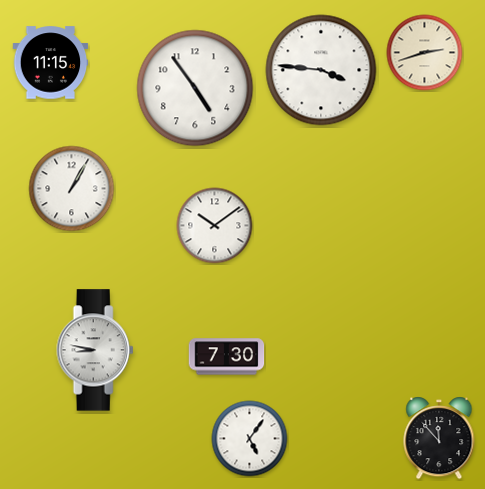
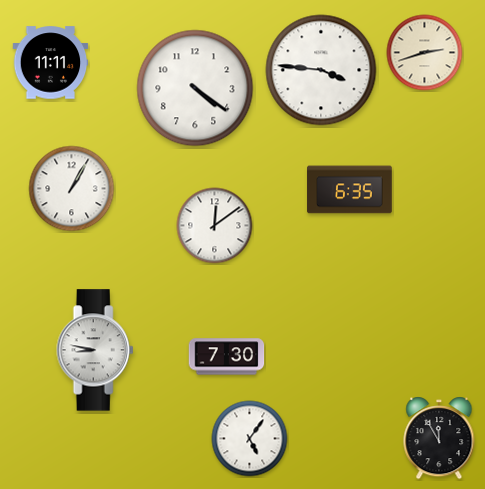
clock at (51, 63): 11:15 -> 11:11
clock at (195, 88): 4:54 -> 4:21
clock at (350, 190): none -> 6:35
clock at (215, 226): 10:09 -> 12:09
clock at (439, 438): 11:53 -> 11:55
